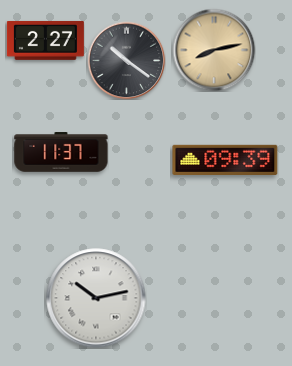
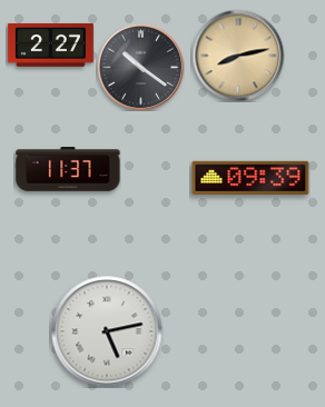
clock at (96, 298): 10:13 -> 5:13
